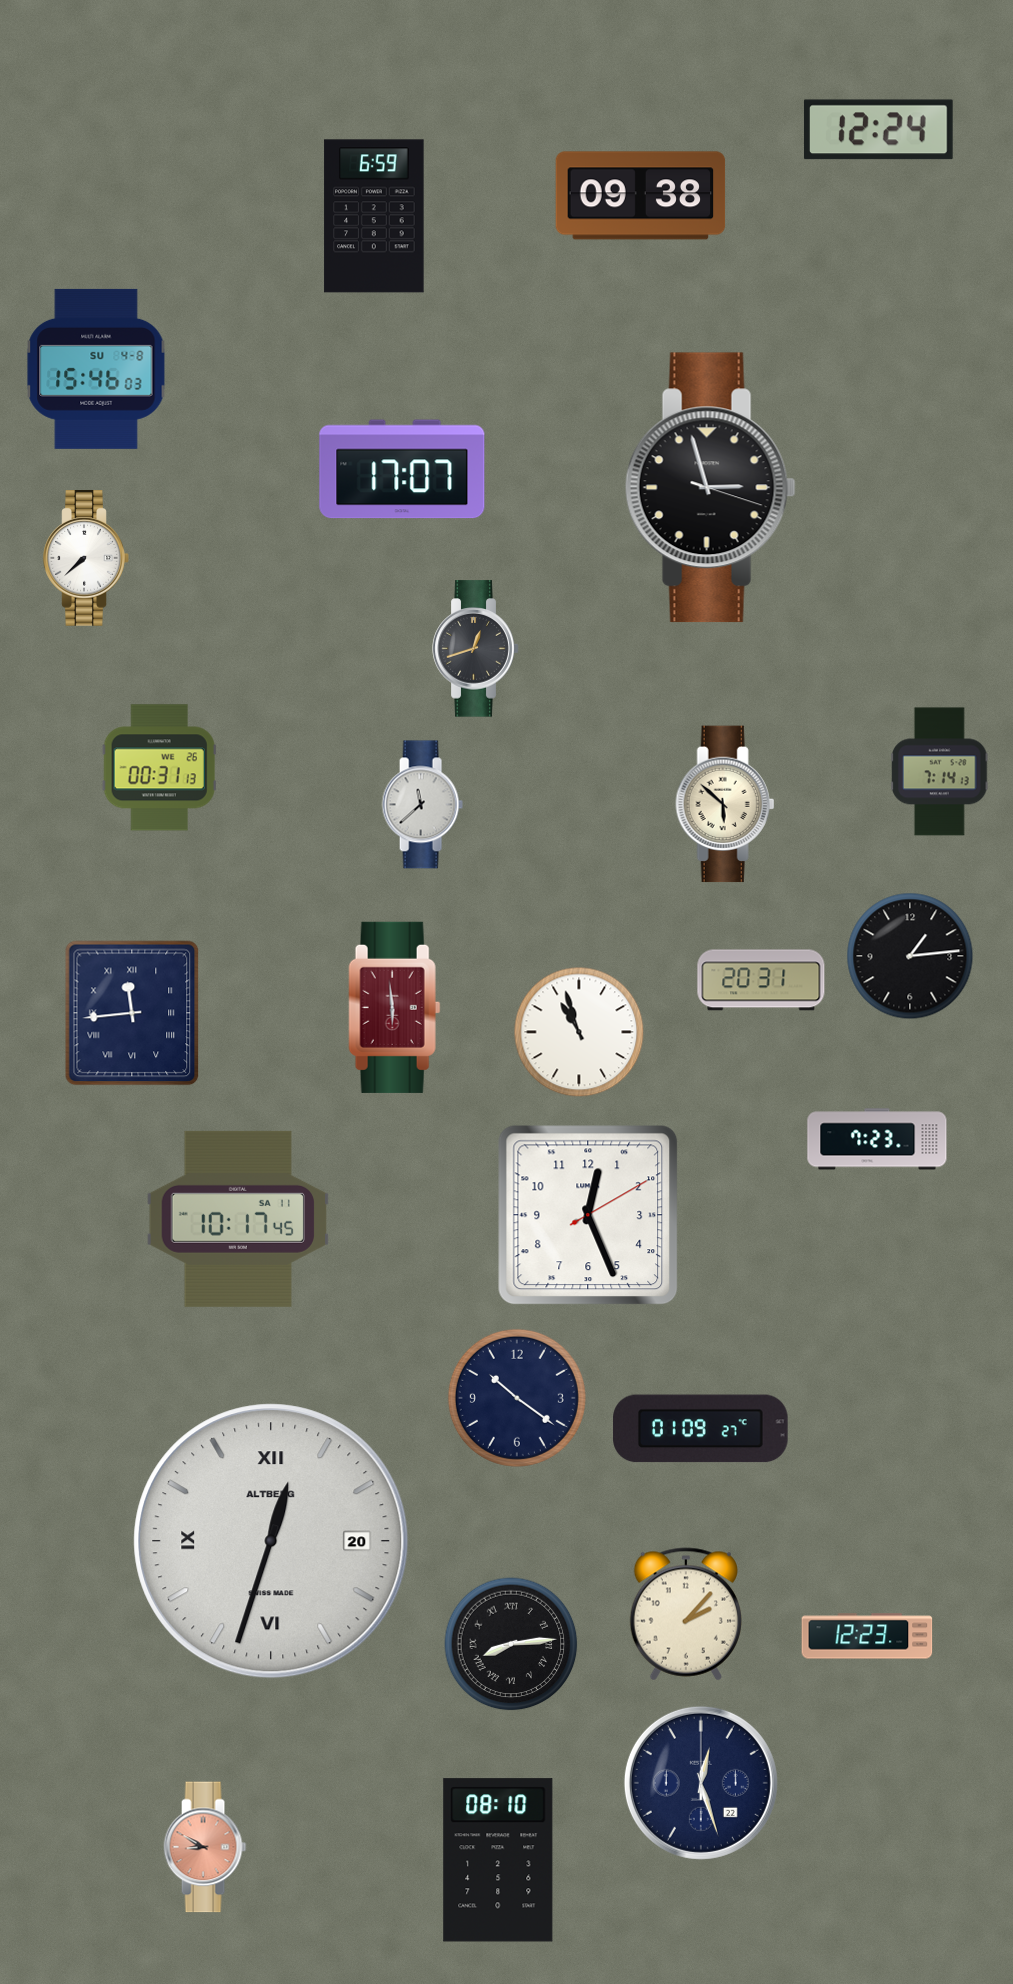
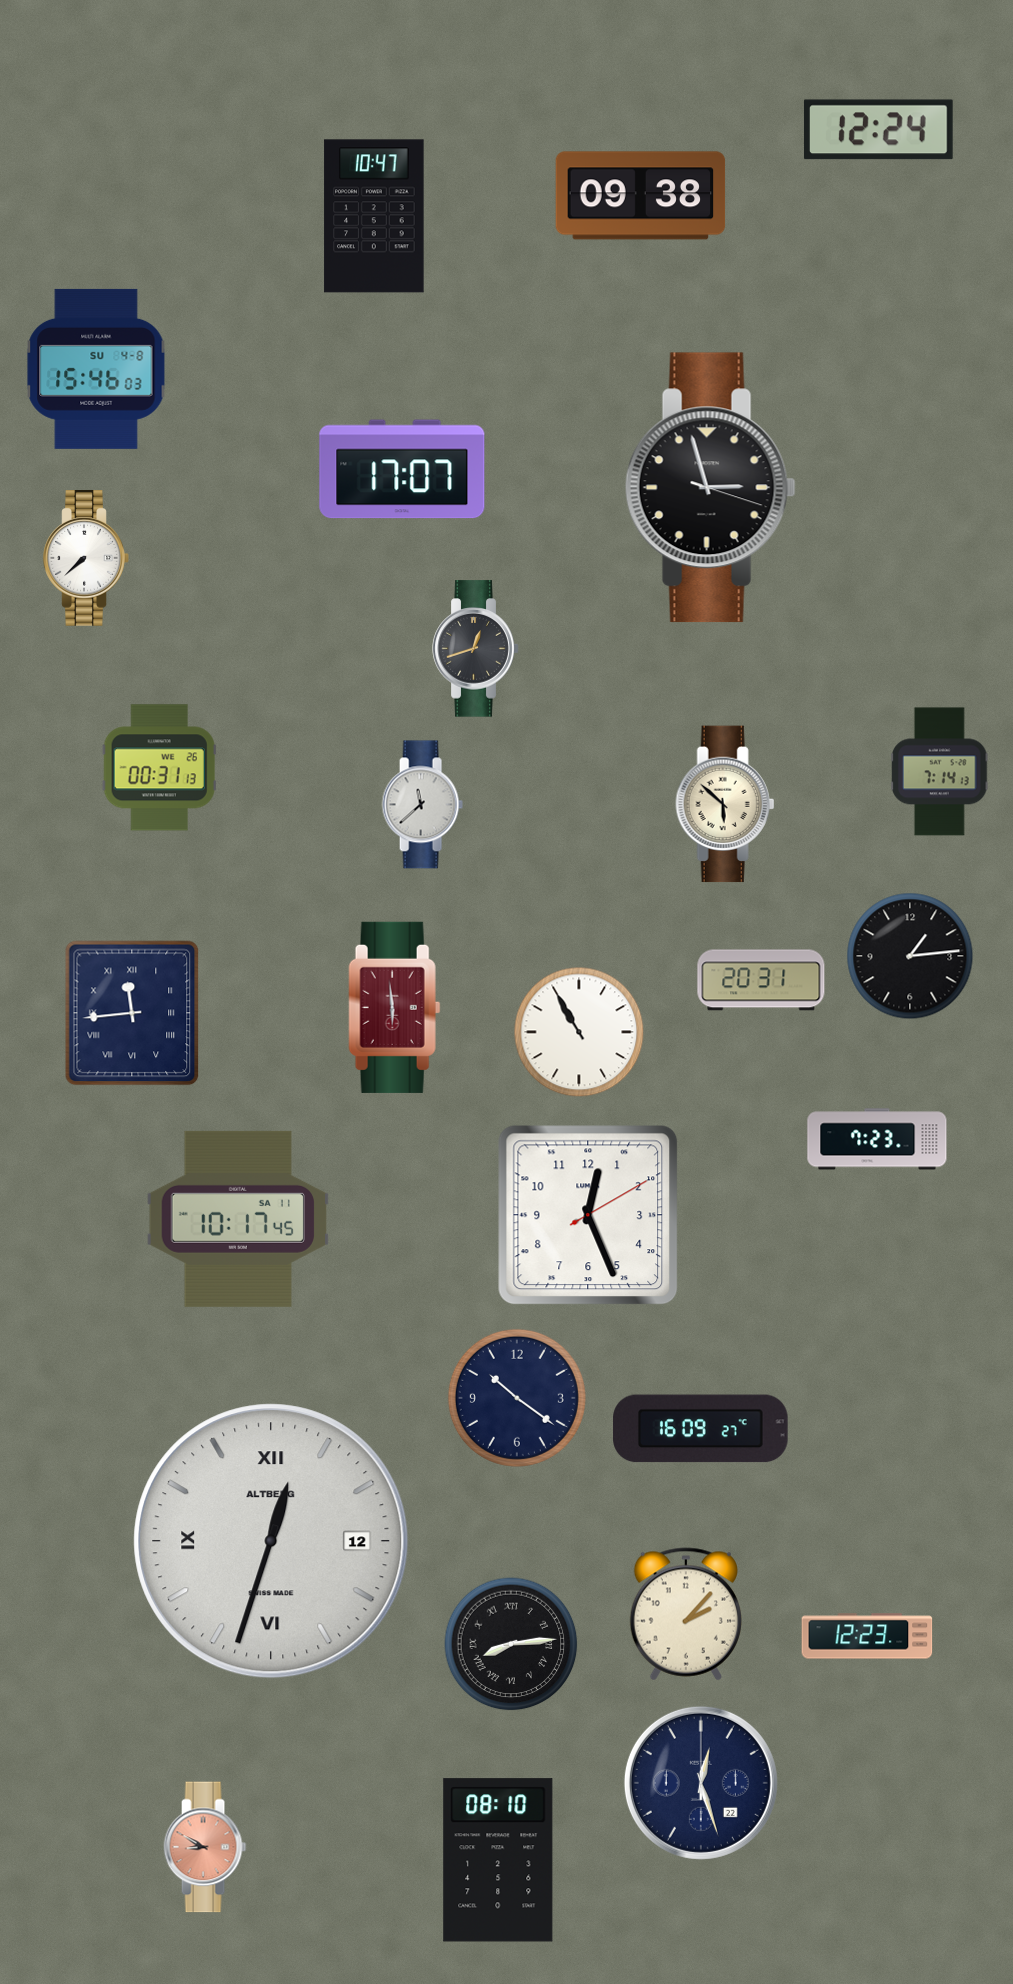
clock at (374, 216): 6:59 -> 10:47
clock at (579, 1032): 10:57 -> 10:55
clock at (701, 1429): 01:09 -> 16:09
clock at (271, 1541) date: 20 -> 12
